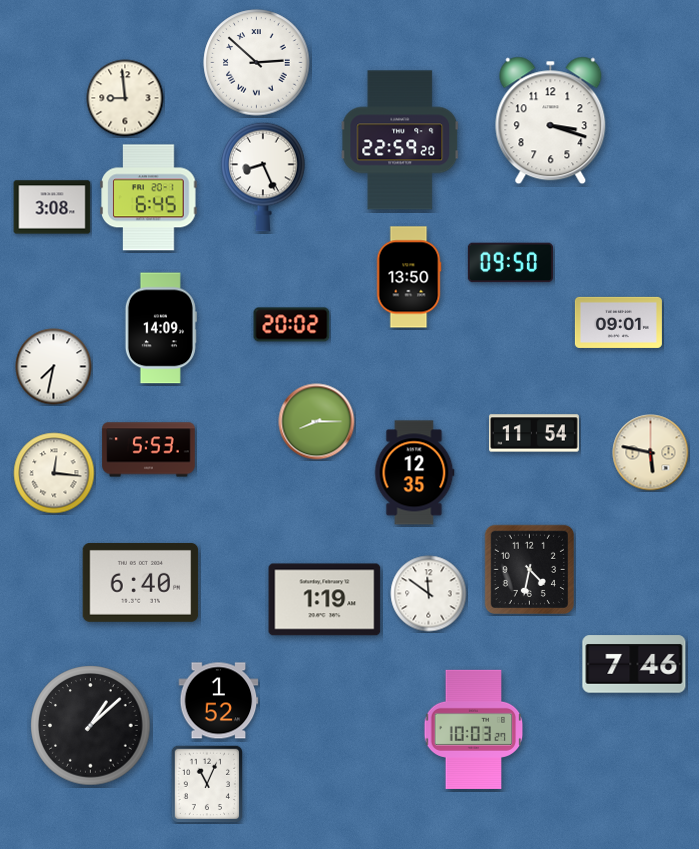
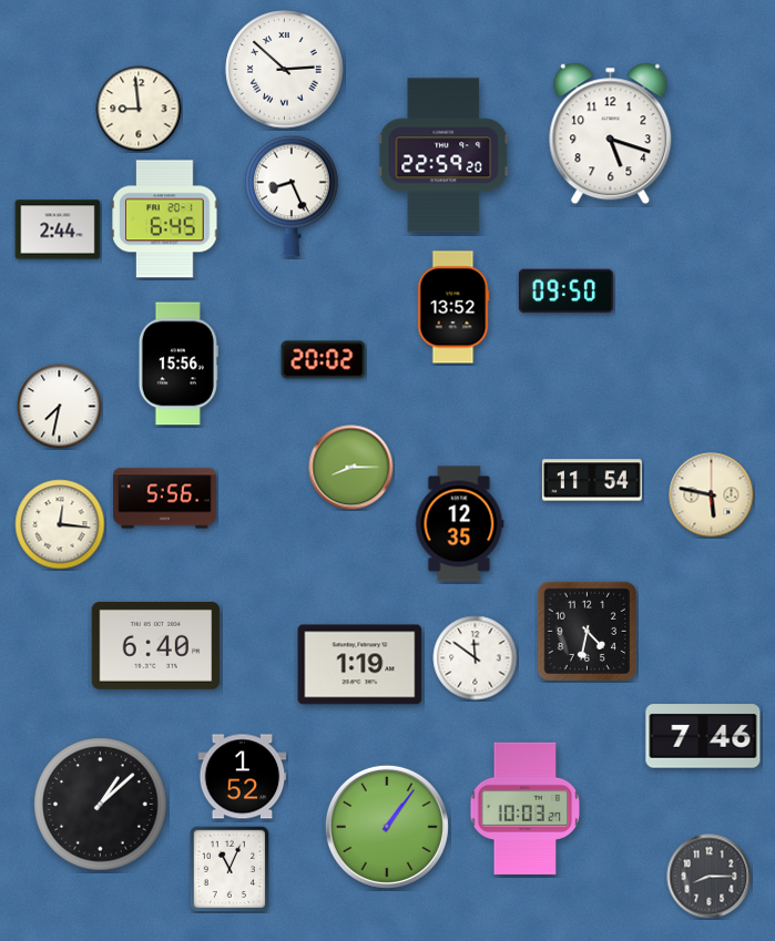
clock at (551, 121): 3:18 -> 5:18
clock at (52, 207): 3:08 -> 2:44
clock at (409, 277): 13:50 -> 13:52
clock at (618, 322): 09:01 -> none
clock at (161, 328): 14:09 -> 15:56
clock at (149, 450): 5:53 -> 5:56
clock at (651, 453) position: (651, 453) -> (712, 495)
clock at (387, 827): none -> 1:06
clock at (710, 877): none -> 8:15
